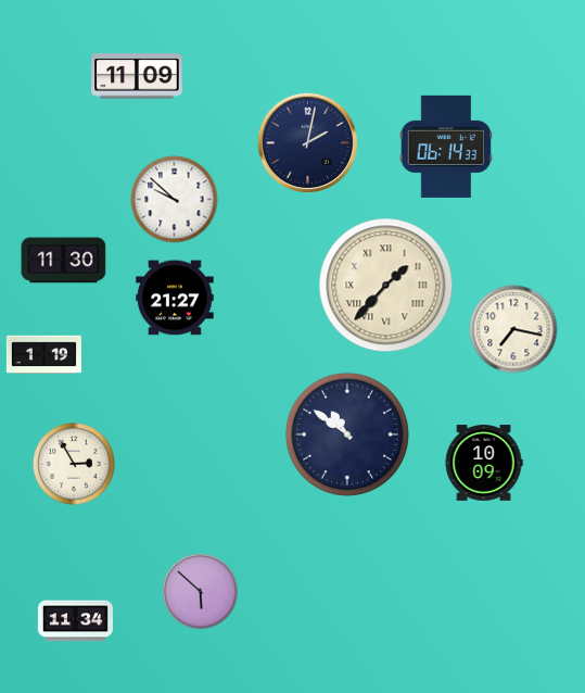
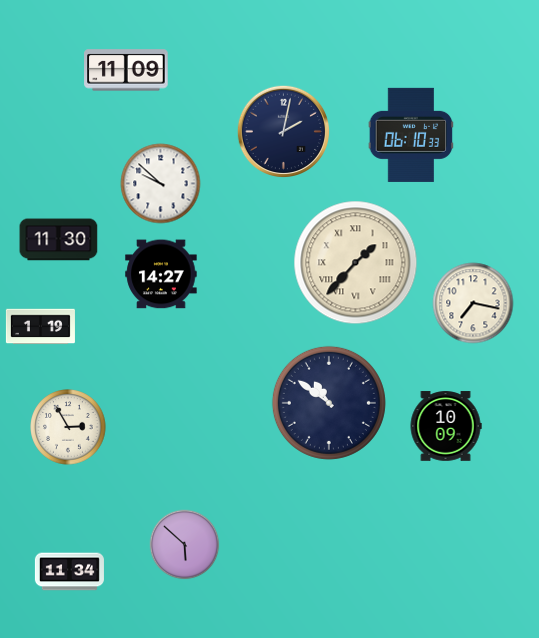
clock at (446, 147): 06:14 -> 06:10
clock at (175, 298): 21:27 -> 14:27
clock at (347, 434) position: (347, 434) -> (329, 403)
